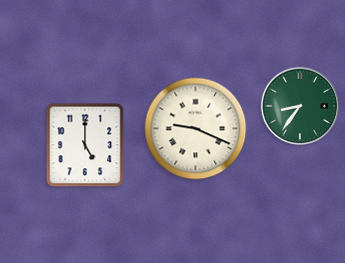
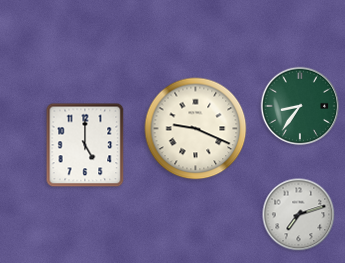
clock at (299, 215): none -> 7:12
